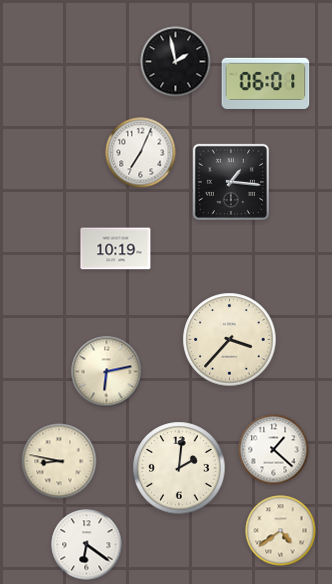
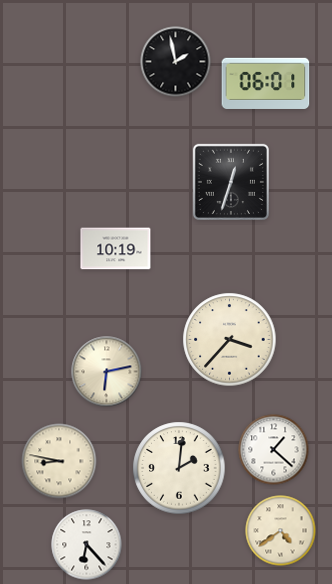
clock at (141, 153): 7:04 -> none
clock at (231, 182): 1:16 -> 12:33
clock at (87, 545): 6:21 -> 6:23
